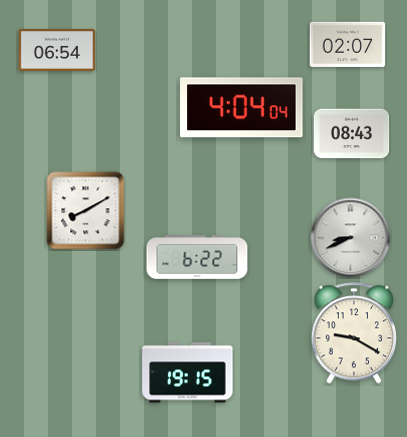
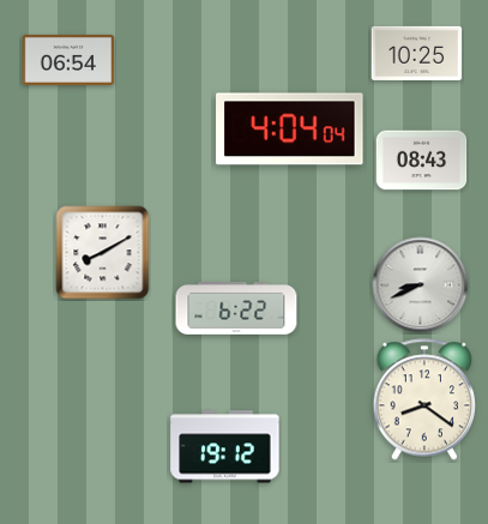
clock at (348, 44): 02:07 -> 10:25
clock at (354, 333): 9:20 -> 8:21
clock at (188, 373): 19:15 -> 19:12
